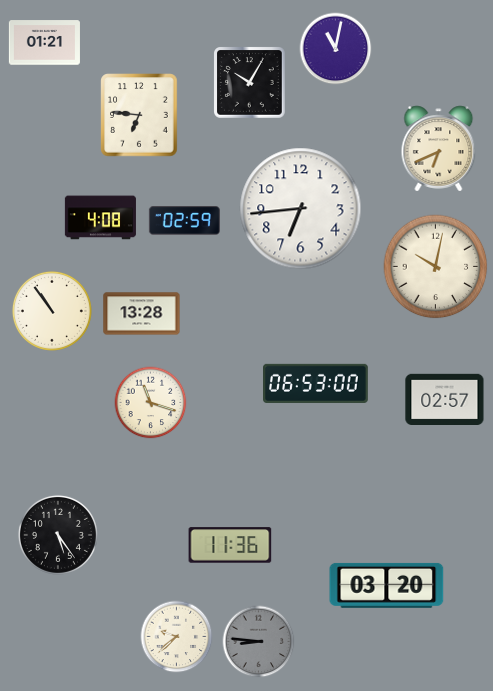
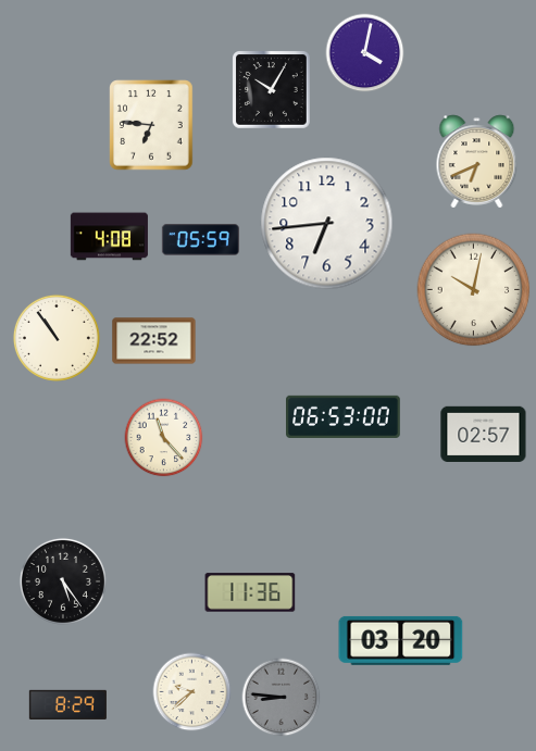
clock at (44, 43): 01:21 -> none
clock at (336, 49): 11:02 -> 4:02
clock at (301, 209) position: (301, 209) -> (327, 224)
clock at (184, 221): 02:59 -> 05:59
clock at (142, 314): 13:28 -> 22:52
clock at (151, 403): 11:18 -> 11:23
clock at (387, 585) position: (387, 585) -> (401, 640)
clock at (67, 704): none -> 8:29
